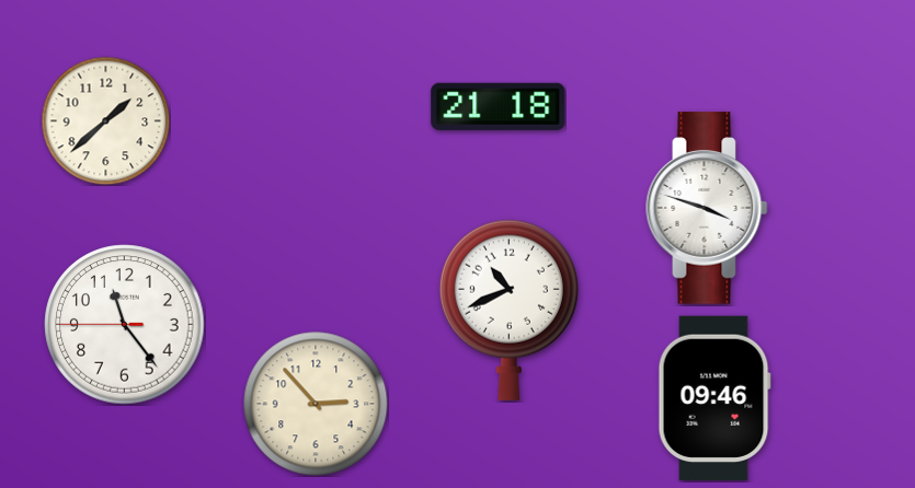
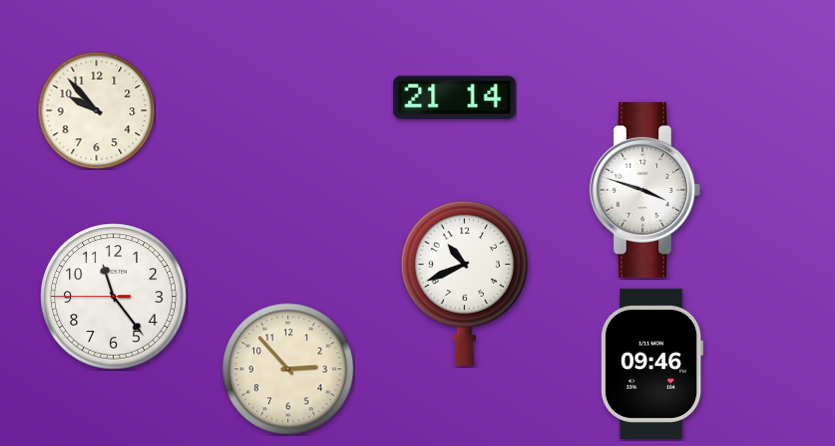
clock at (499, 106): 21:18 -> 21:14
clock at (105, 120): 1:38 -> 9:53
